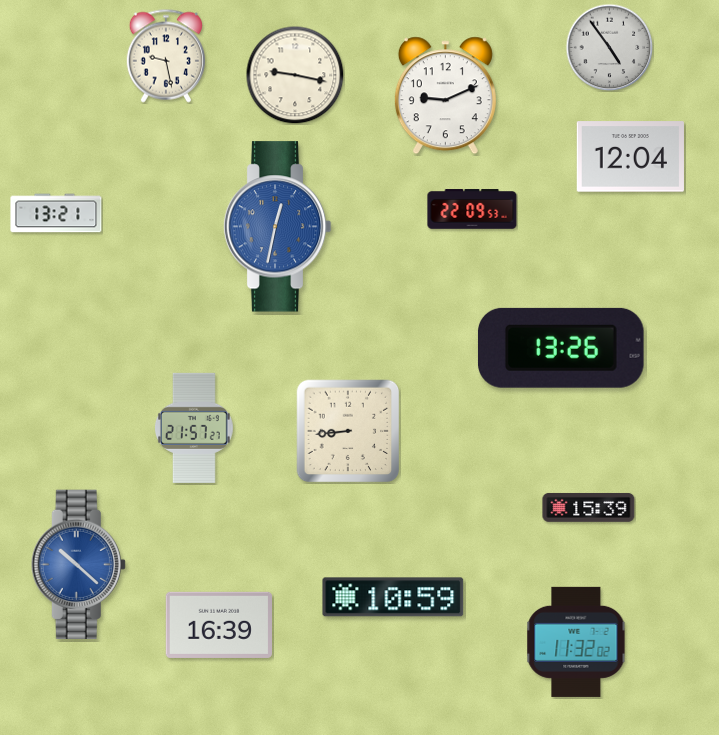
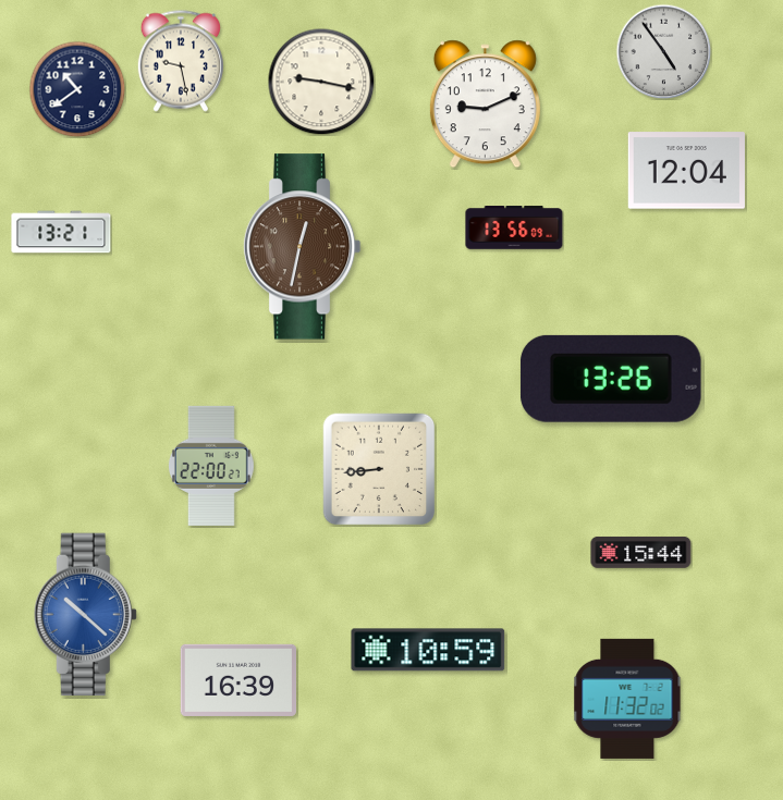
clock at (77, 89): none -> 10:39
clock at (472, 209): 22:09 -> 13:56
clock at (277, 227) dial: blue -> brown
clock at (194, 428): 21:57 -> 22:00
clock at (589, 507): 15:39 -> 15:44
